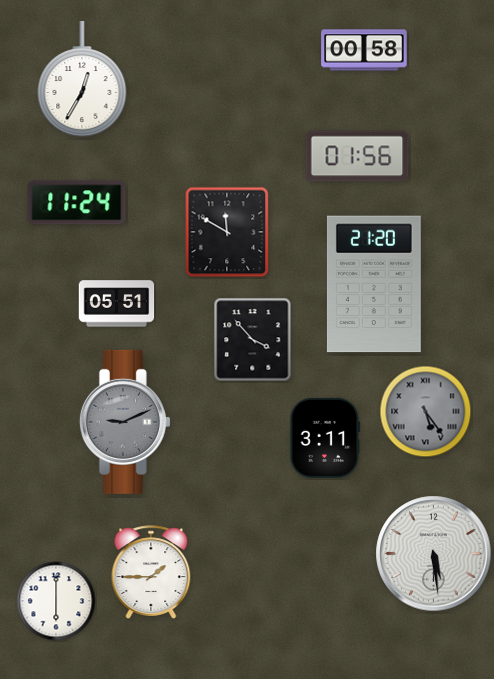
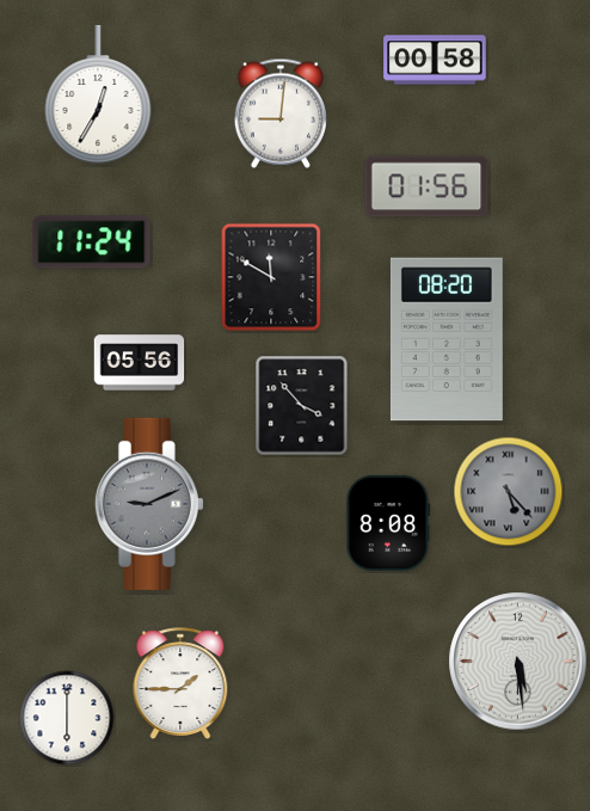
clock at (281, 113): none -> 9:01
clock at (374, 284): 21:20 -> 08:20
clock at (117, 304): 05:51 -> 05:56
clock at (426, 412): 5:24 -> 5:23
clock at (325, 438): 3:11 -> 8:08
